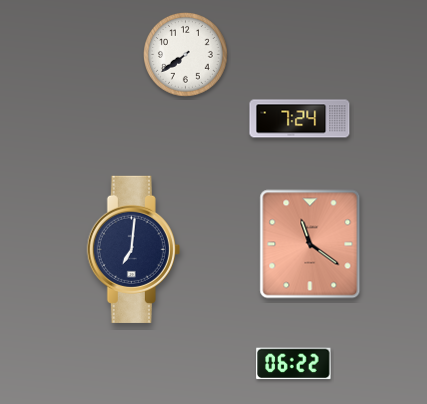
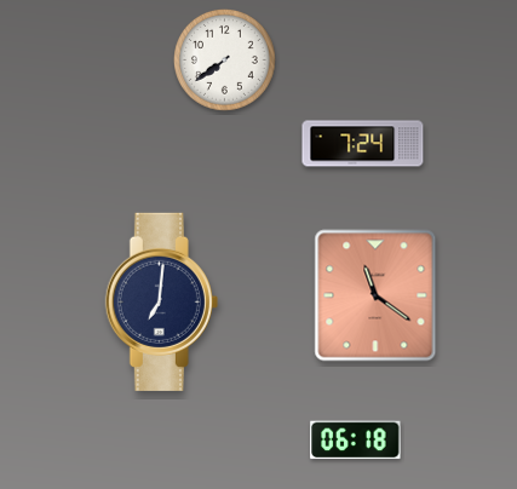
clock at (186, 55) position: (186, 55) -> (225, 61)
clock at (294, 364): 06:22 -> 06:18
